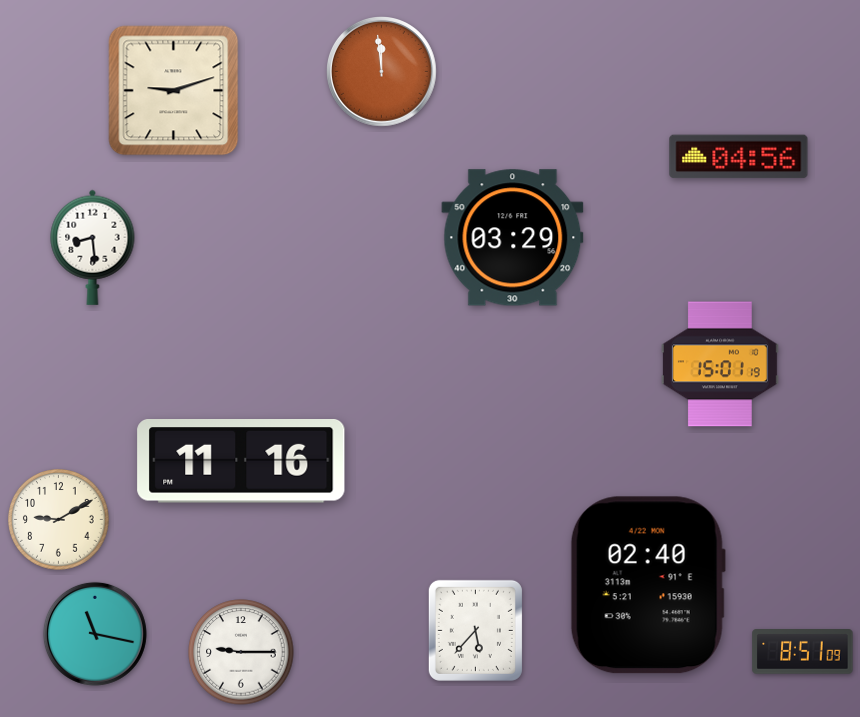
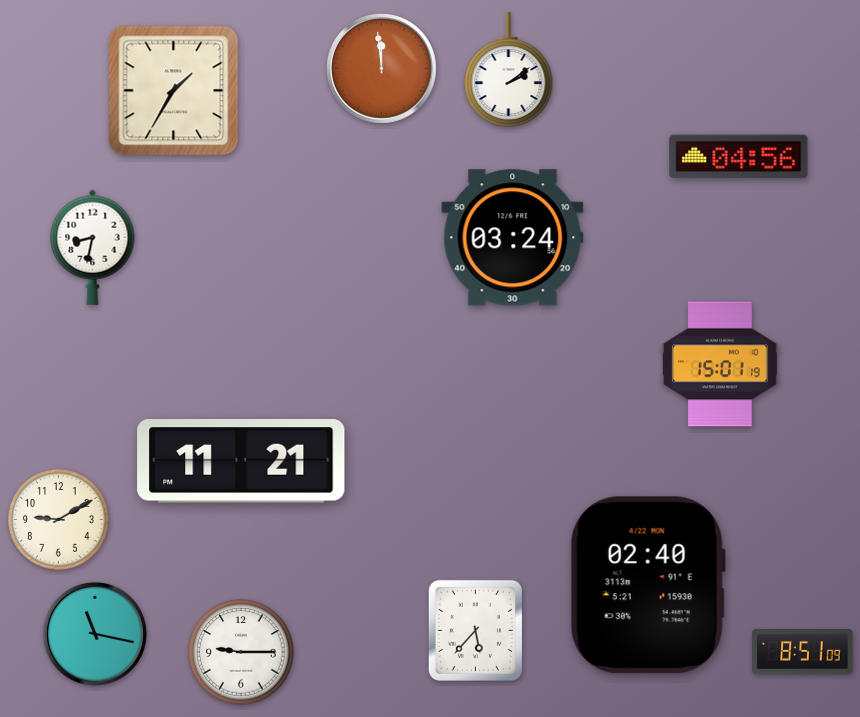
clock at (509, 69): none -> 2:09
clock at (382, 72) position: (382, 72) -> (382, 69)
clock at (174, 91): 9:12 -> 1:35
clock at (513, 238): 03:29 -> 03:24
clock at (93, 247): 8:29 -> 8:32
clock at (241, 462): 11:16 -> 11:21
